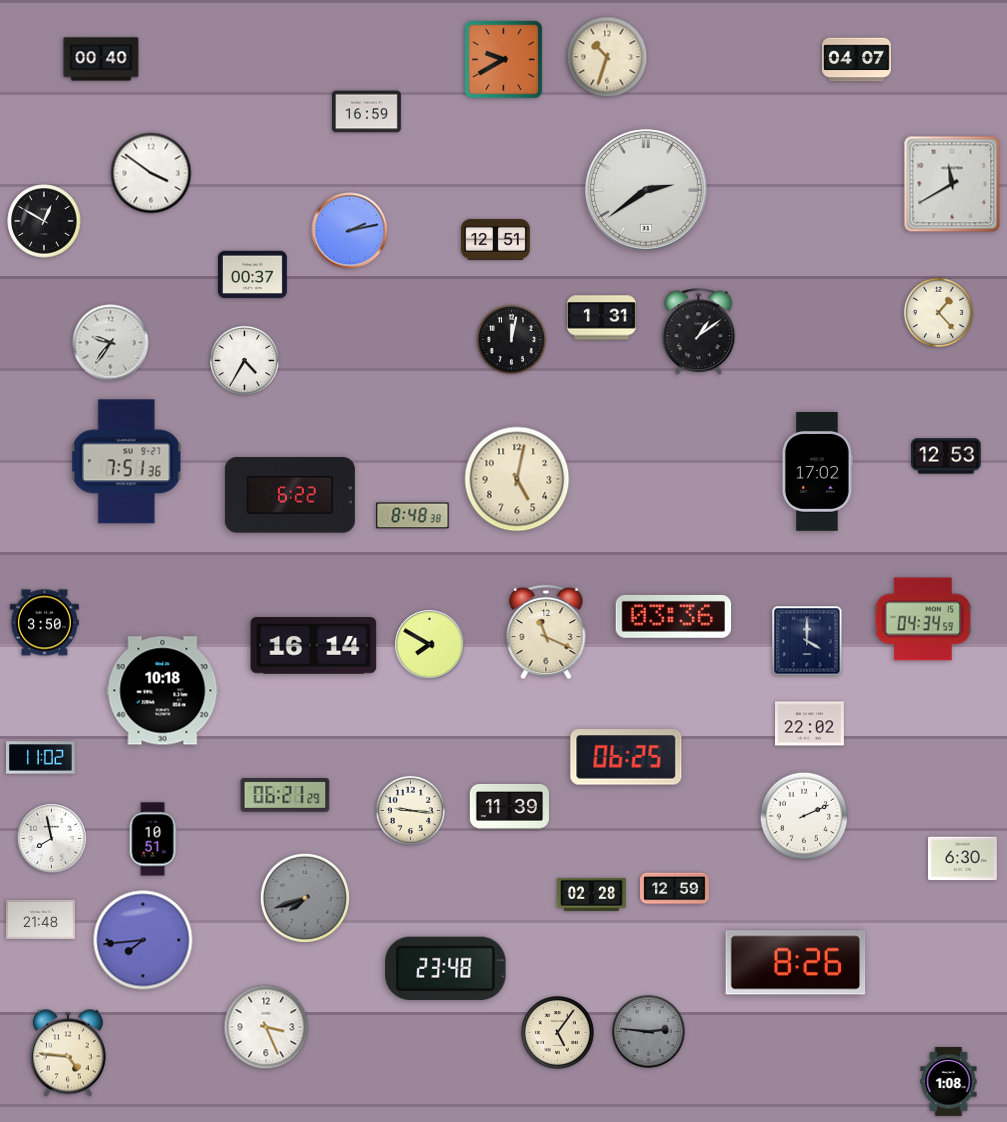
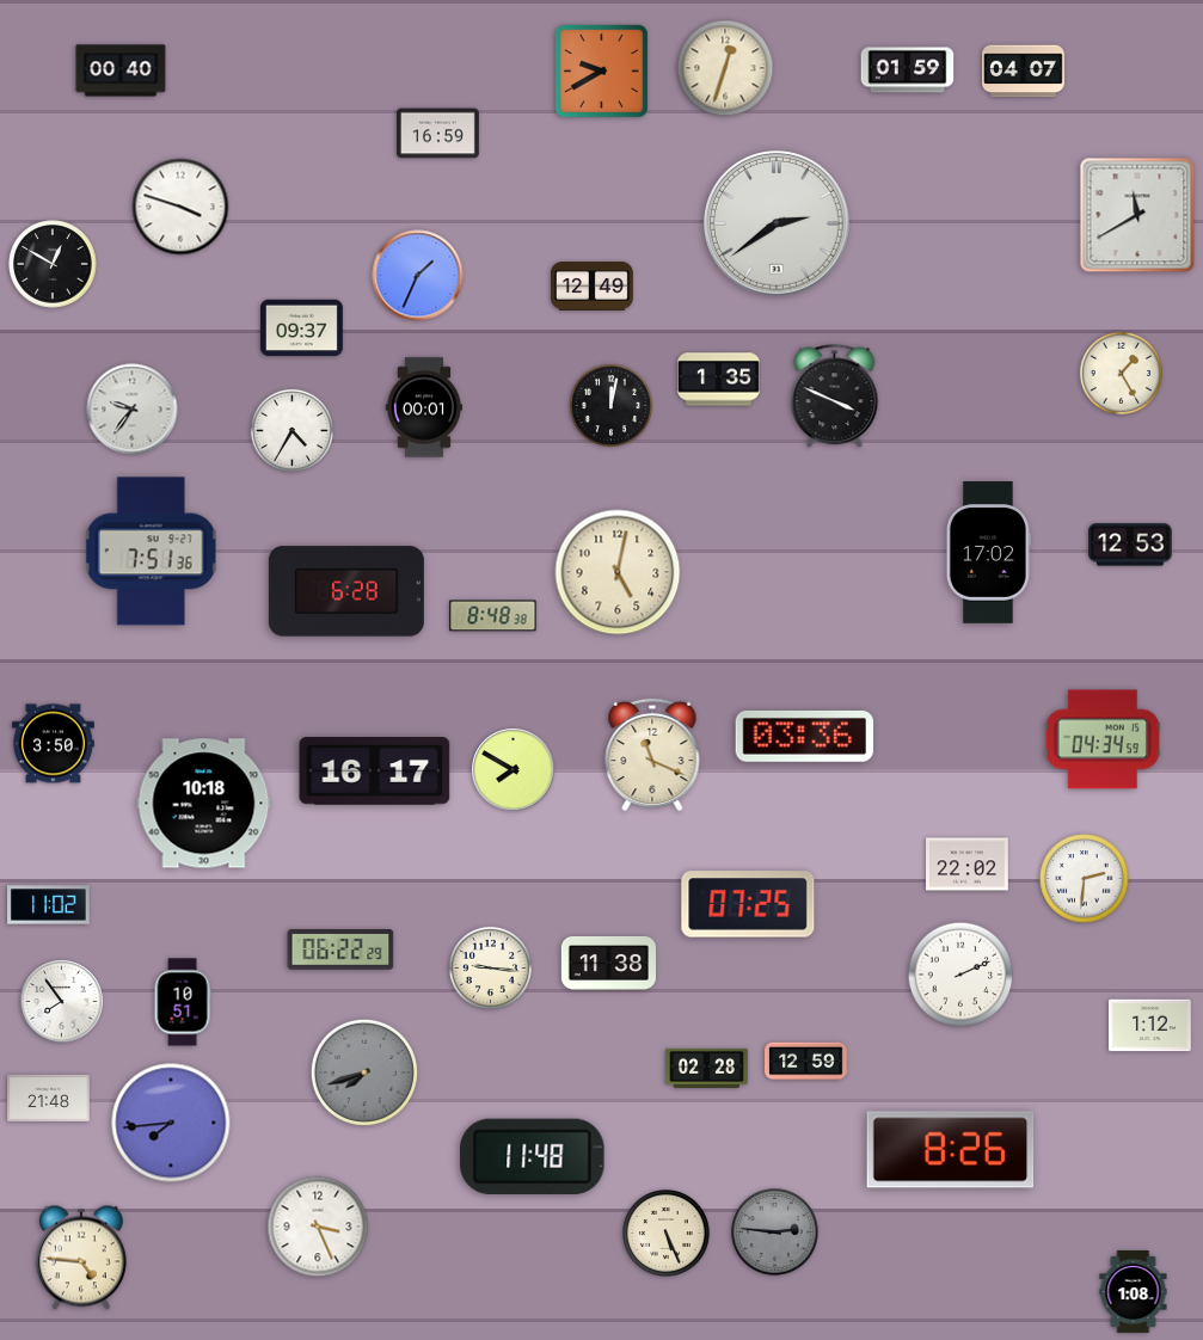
clock at (607, 57): 10:33 -> 12:33
clock at (908, 70): none -> 01:59
clock at (151, 173): 3:51 -> 3:48
clock at (952, 184) position: (952, 184) -> (1137, 215)
clock at (646, 190) position: (646, 190) -> (777, 223)
clock at (350, 231): 2:13 -> 1:34
clock at (496, 240): 12:51 -> 12:49
clock at (253, 275): 00:37 -> 09:37
clock at (938, 312): 1:23 -> 1:25
clock at (602, 318): 1:31 -> 1:35
clock at (699, 332): 1:09 -> 3:49
clock at (424, 407): none -> 00:01
clock at (817, 472) position: (817, 472) -> (988, 553)
clock at (290, 495): 6:22 -> 6:28
clock at (807, 641): 4:00 -> none
clock at (314, 646): 16:14 -> 16:17
clock at (163, 691) position: (163, 691) -> (204, 804)
clock at (1085, 879): none -> 2:31
clock at (626, 757): 06:25 -> 07:25
clock at (285, 796): 06:21 -> 06:22
clock at (509, 806): 11:39 -> 11:38
clock at (52, 839): 7:58 -> 7:54
clock at (963, 859): 6:30 -> 1:12
clock at (446, 968): 23:48 -> 11:48
clock at (558, 1033): 5:06 -> 5:26
